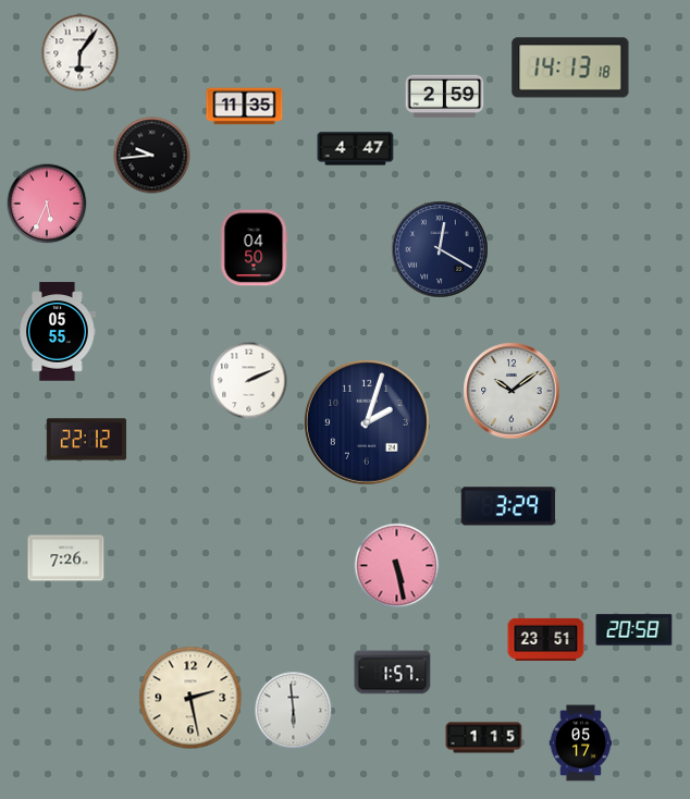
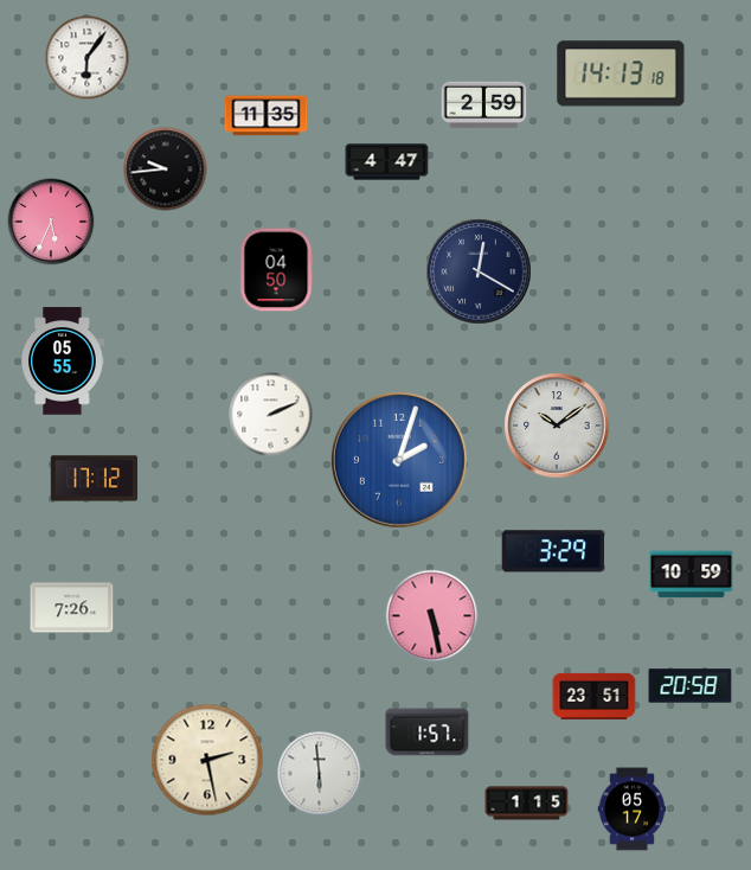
clock at (367, 422) dial: navy -> blue
clock at (87, 440): 22:12 -> 17:12
clock at (692, 575): none -> 10:59
